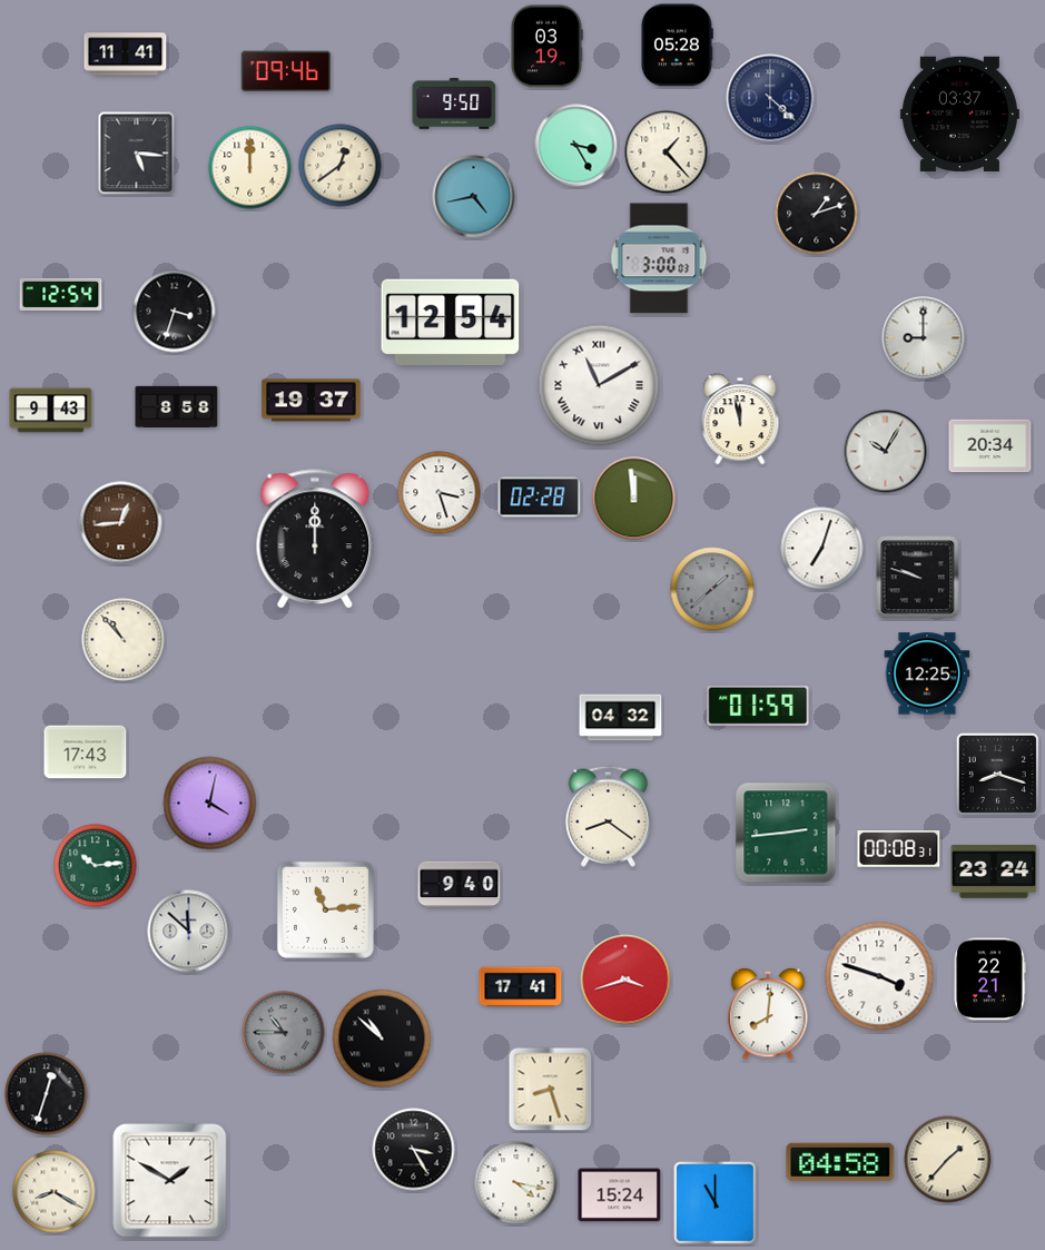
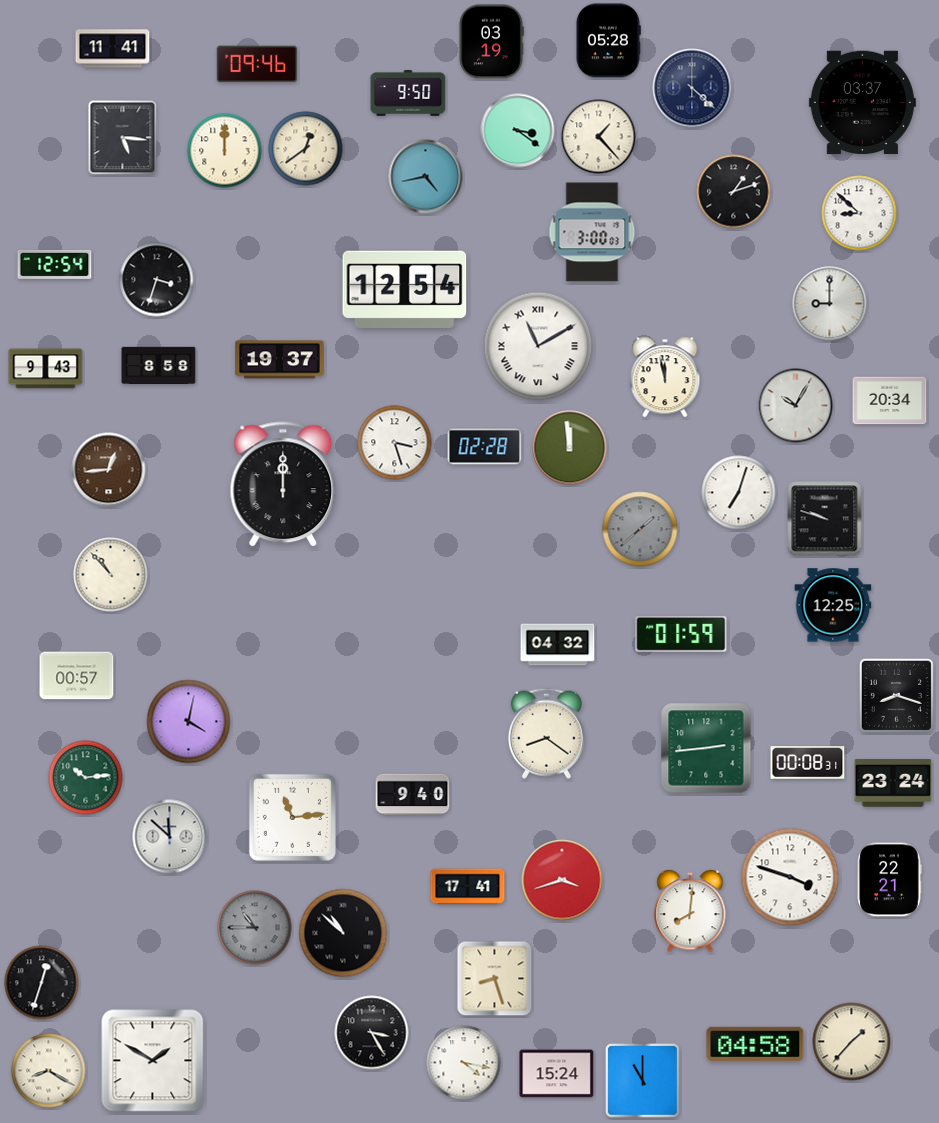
clock at (576, 146): 3:25 -> 3:21
clock at (859, 213): none -> 8:52
clock at (86, 752): 17:43 -> 00:57
